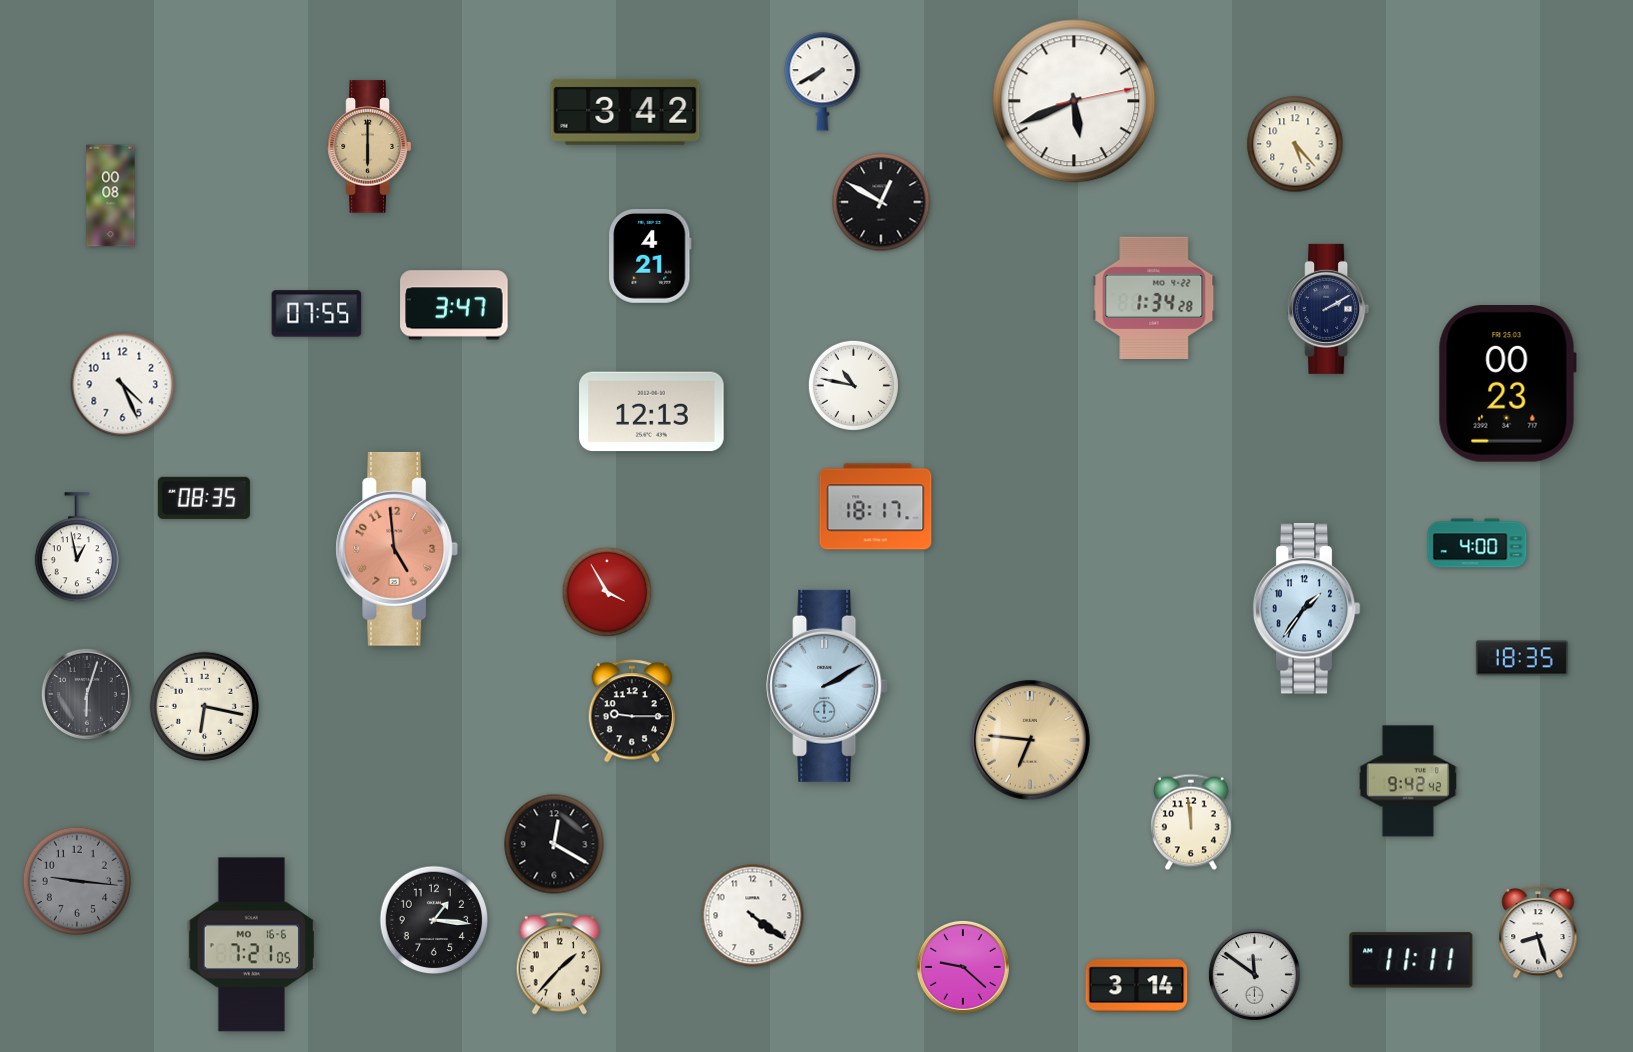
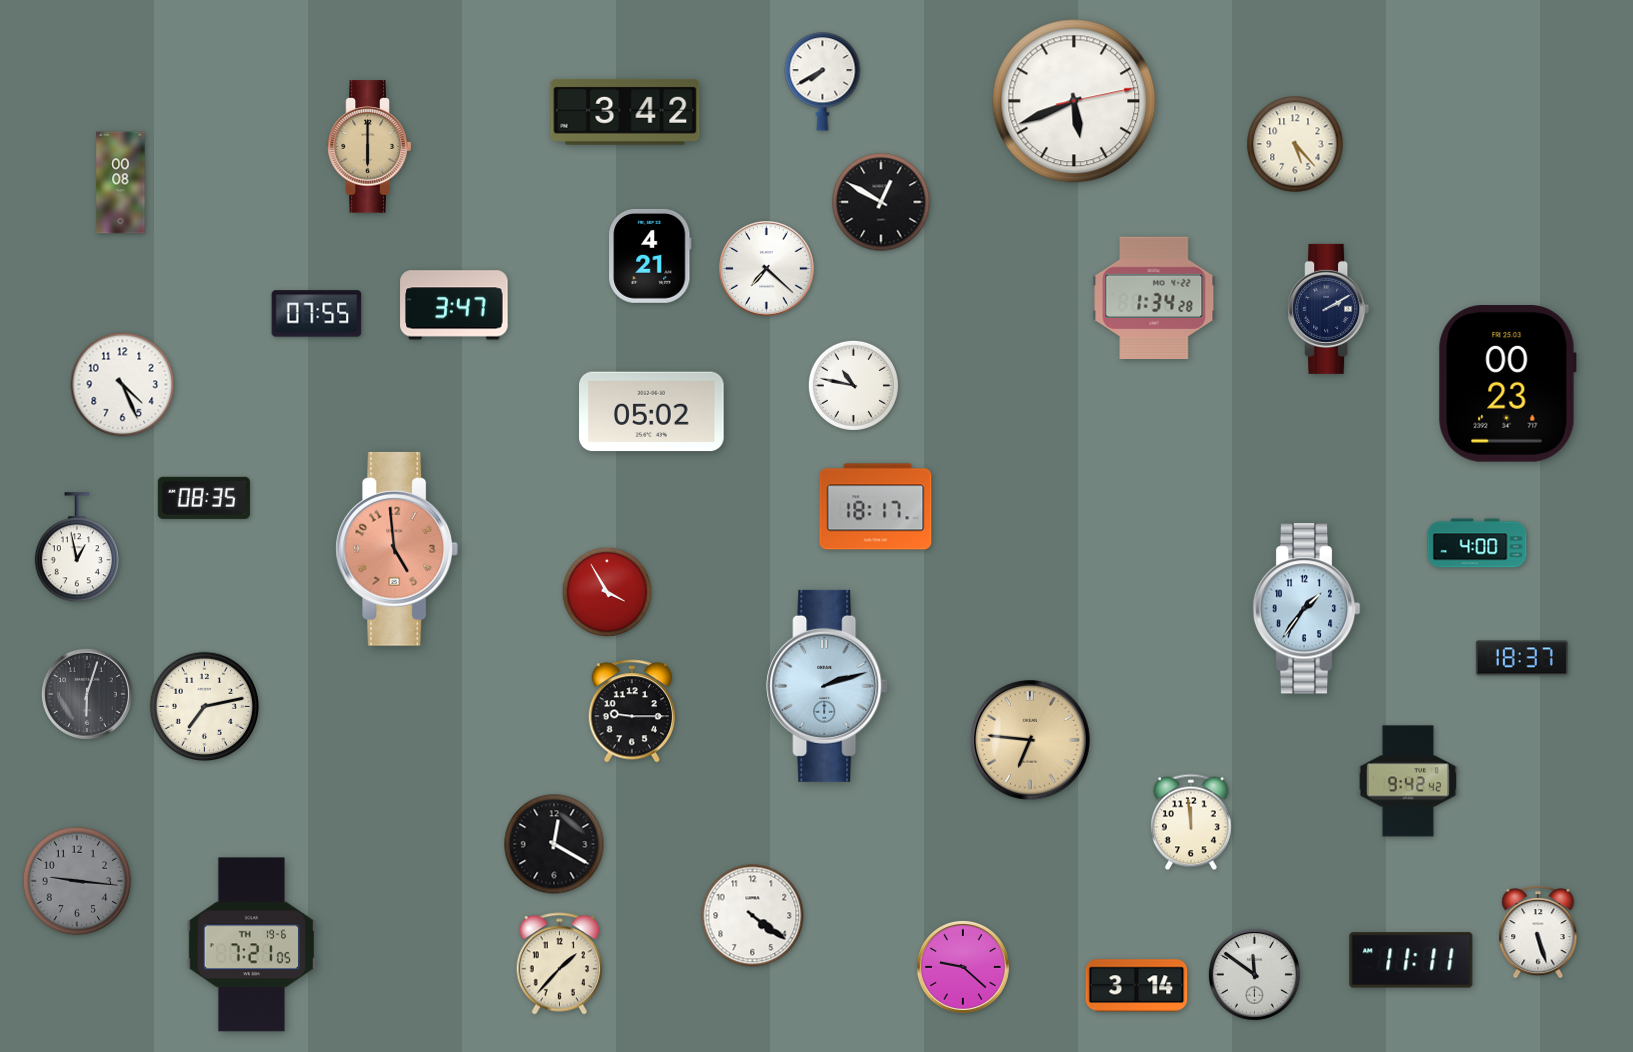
clock at (111, 196) position: (111, 196) -> (121, 183)
clock at (767, 269): none -> 7:22
clock at (652, 412): 12:13 -> 05:02
clock at (1522, 658): 18:35 -> 18:37
clock at (827, 686): 2:10 -> 2:12
clock at (204, 706): 6:17 -> 7:13
clock at (434, 920): 1:16 -> none
clock at (1538, 932): 8:27 -> 5:27
clock at (251, 945) date: MO 16-6 -> TH 19-6
